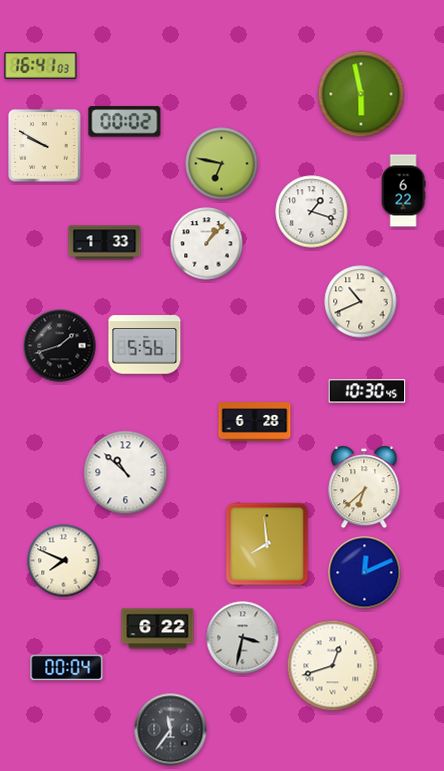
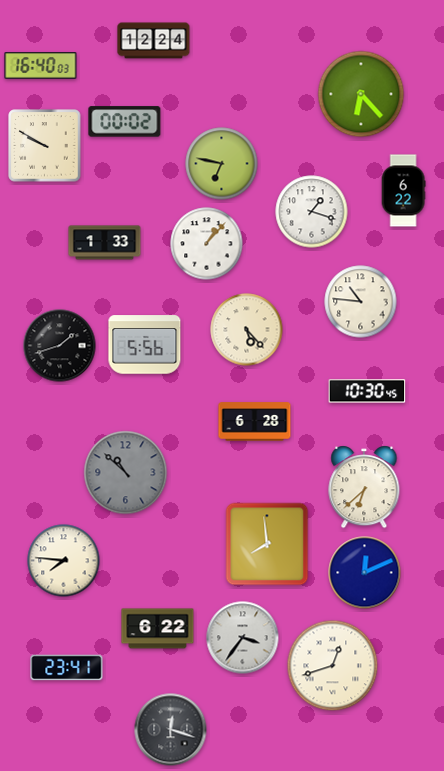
clock at (154, 41): none -> 12:24
clock at (41, 66): 16:41 -> 16:40
clock at (361, 94): 5:58 -> 6:23
clock at (361, 302): 10:41 -> 10:46
clock at (247, 330): none -> 5:23
clock at (126, 473) dial: white -> grey
clock at (64, 561): 7:49 -> 7:46
clock at (243, 638): 3:32 -> 3:36
clock at (67, 668): 00:04 -> 23:41
clock at (171, 730): 11:36 -> 12:18
